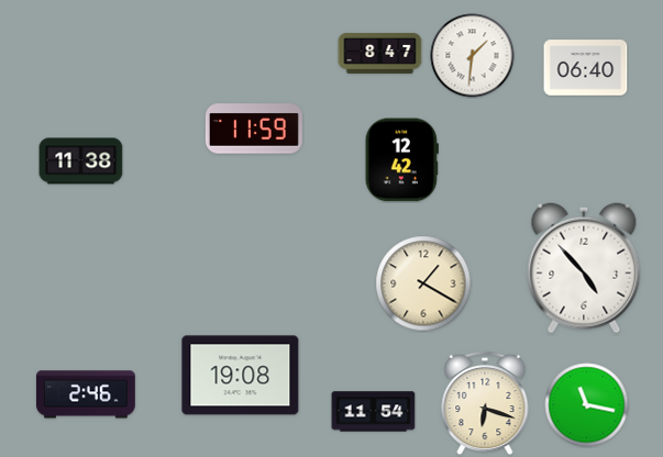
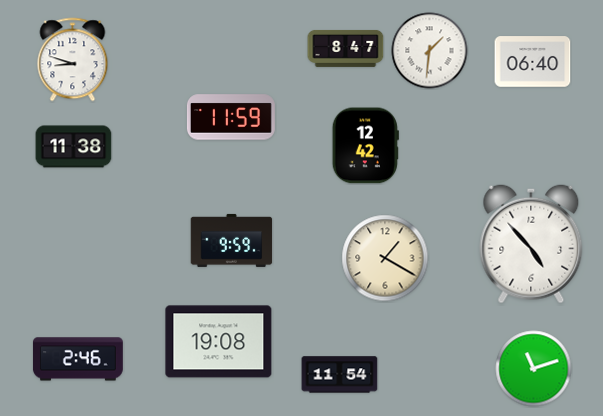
clock at (73, 60): none -> 8:48
clock at (232, 240): none -> 9:59
clock at (485, 403): 6:18 -> none
clock at (587, 405): 11:17 -> 11:12
